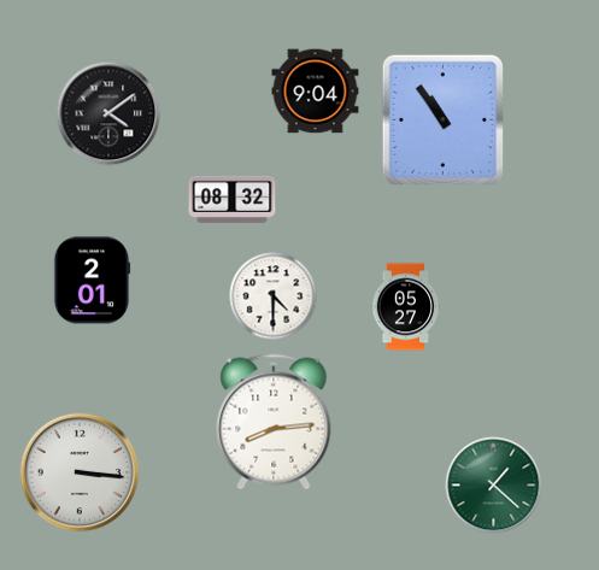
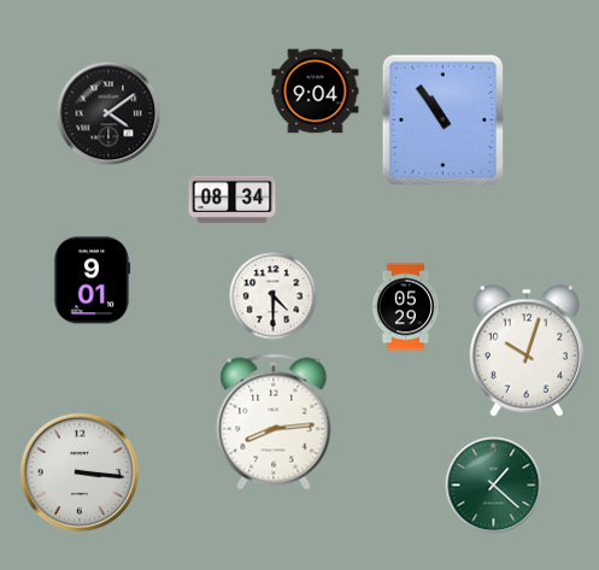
clock at (233, 199): 08:32 -> 08:34
clock at (92, 281): 2:01 -> 9:01
clock at (406, 307): 05:27 -> 05:29
clock at (525, 351): none -> 10:03
